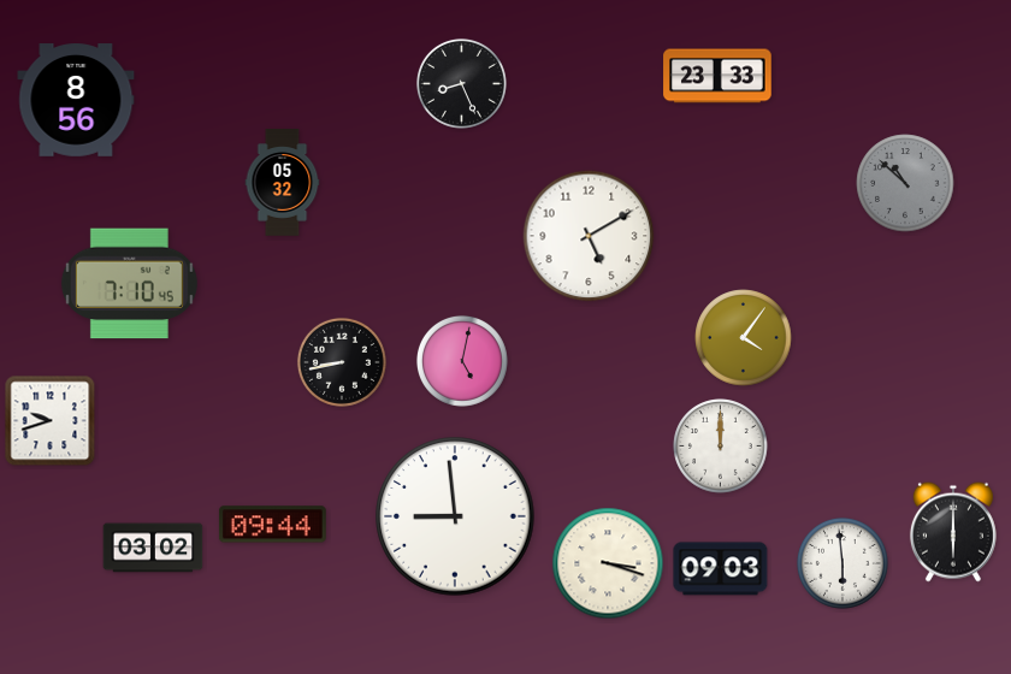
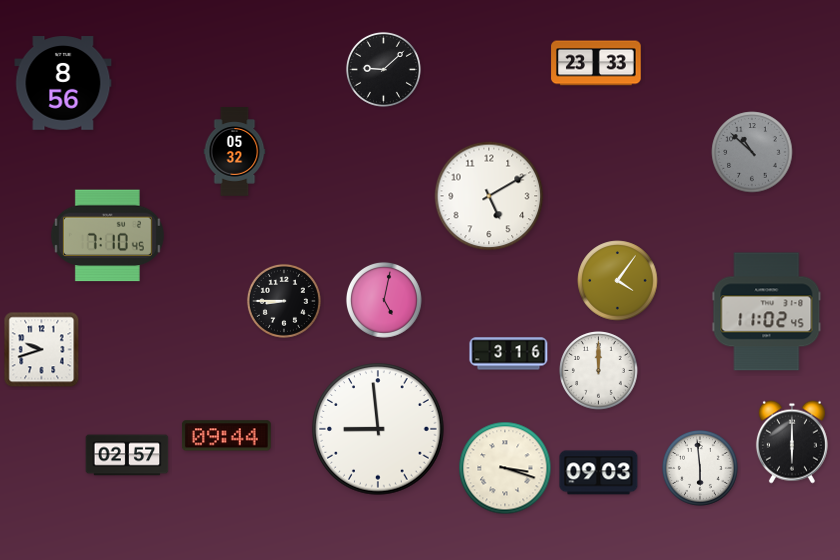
clock at (461, 83): 8:26 -> 9:08
clock at (342, 362): 8:43 -> 8:45
clock at (767, 312): none -> 11:02
clock at (509, 354): none -> 3:16
clock at (153, 548): 03:02 -> 02:57
